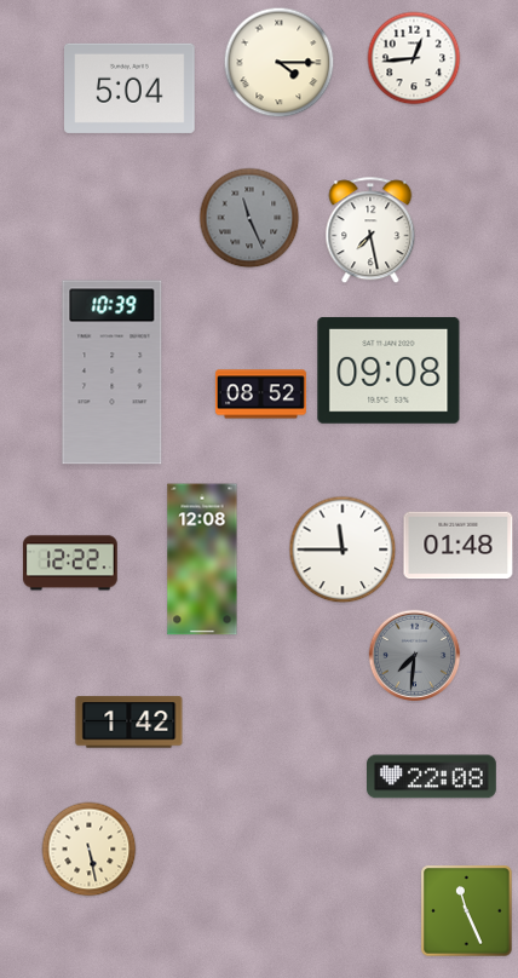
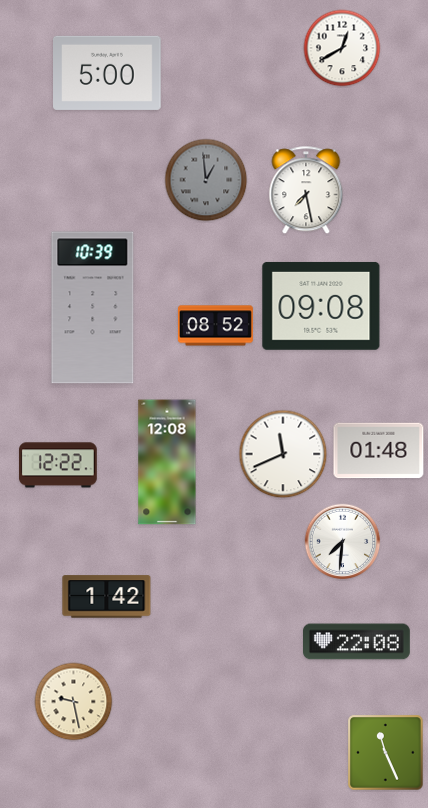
clock at (414, 58): 12:44 -> 12:40
clock at (280, 63): 4:15 -> none
clock at (131, 88): 5:04 -> 5:00
clock at (249, 218): 11:26 -> 12:59
clock at (343, 550): 11:45 -> 11:41
clock at (415, 656) dial: grey -> white
clock at (90, 850): 5:28 -> 9:28
